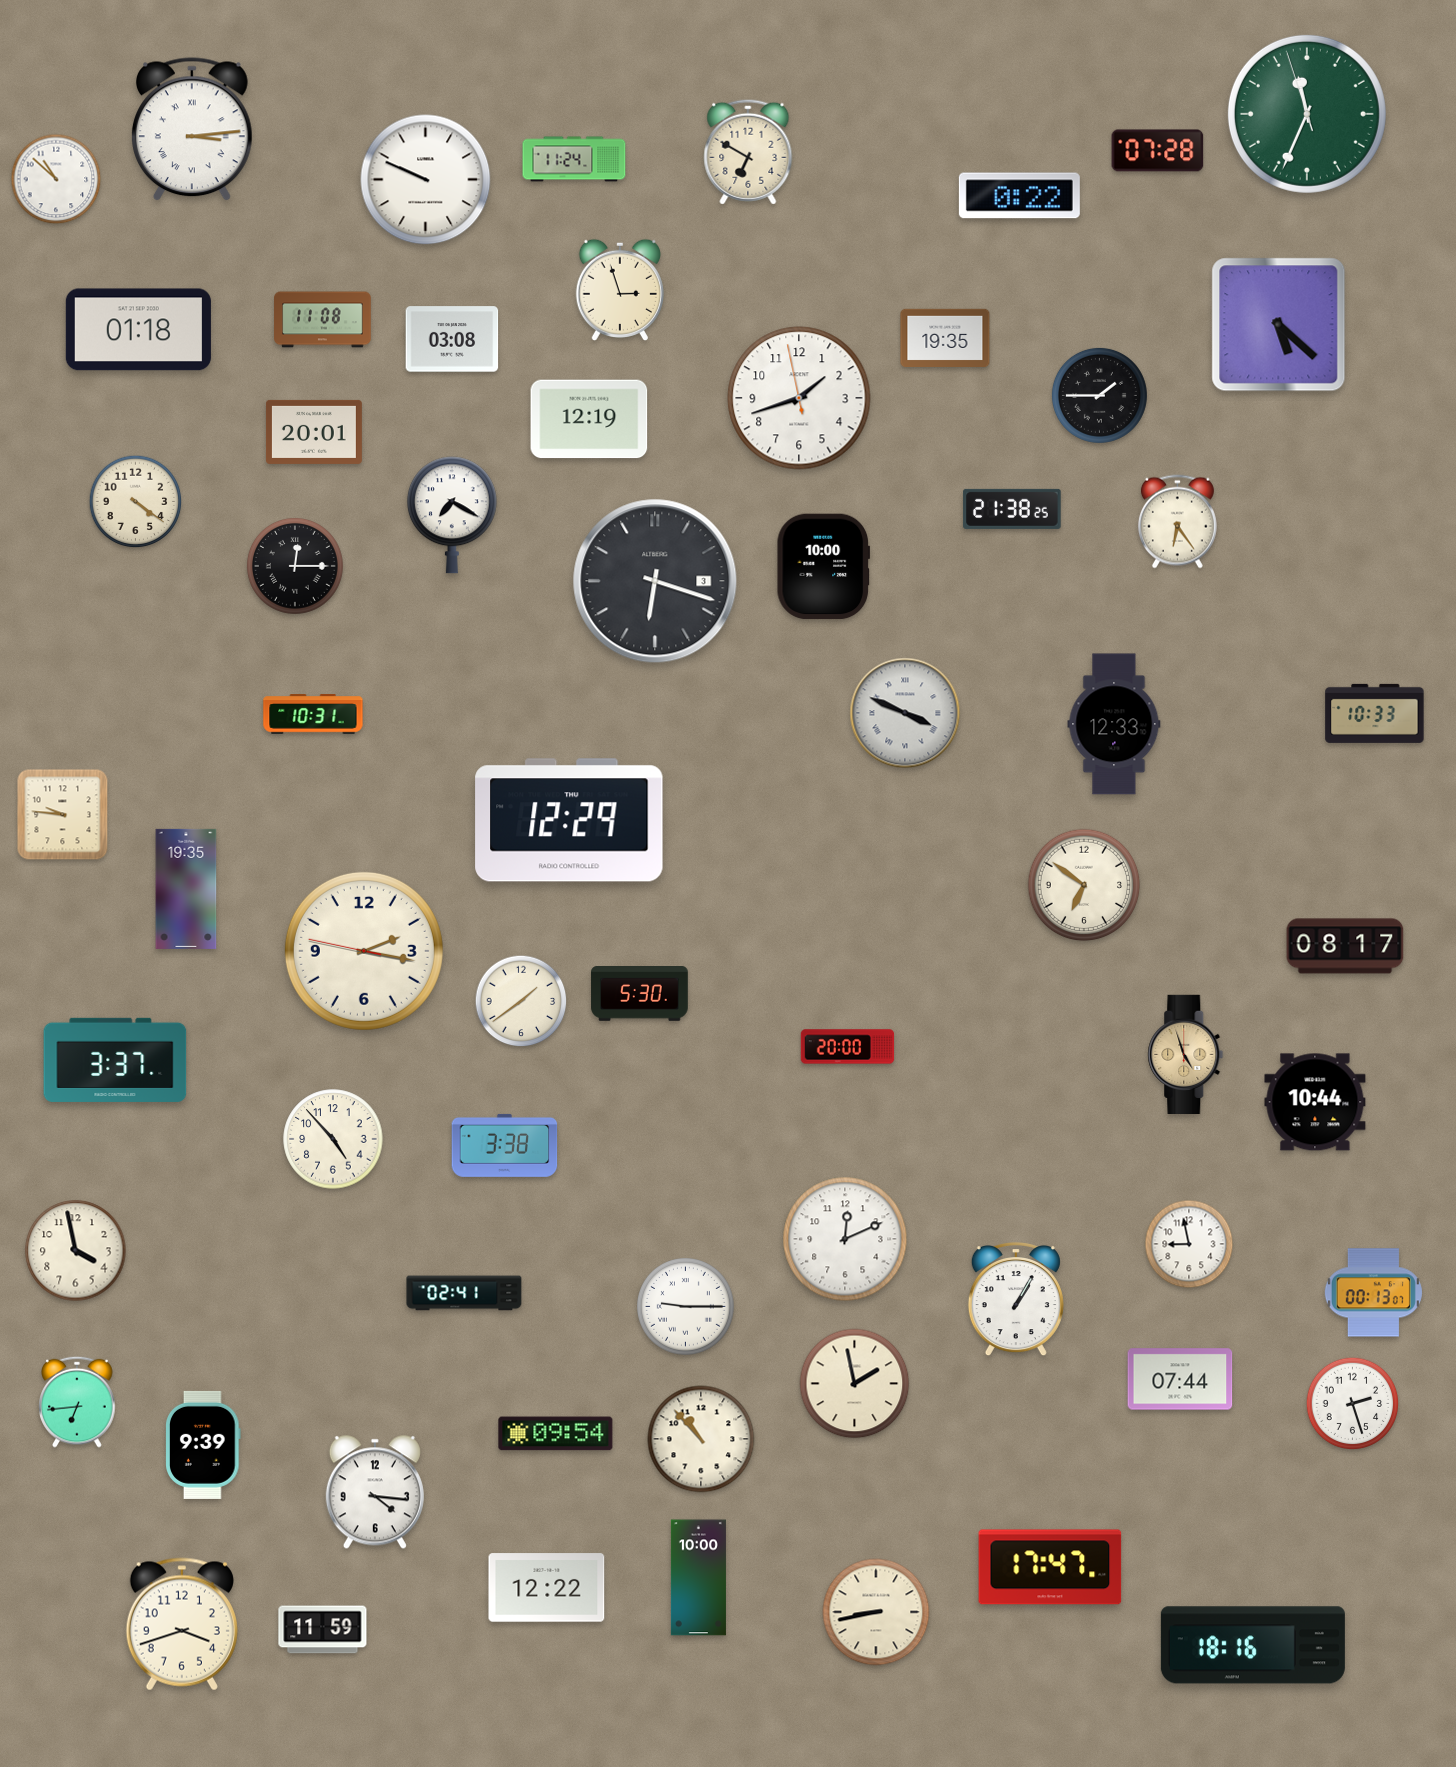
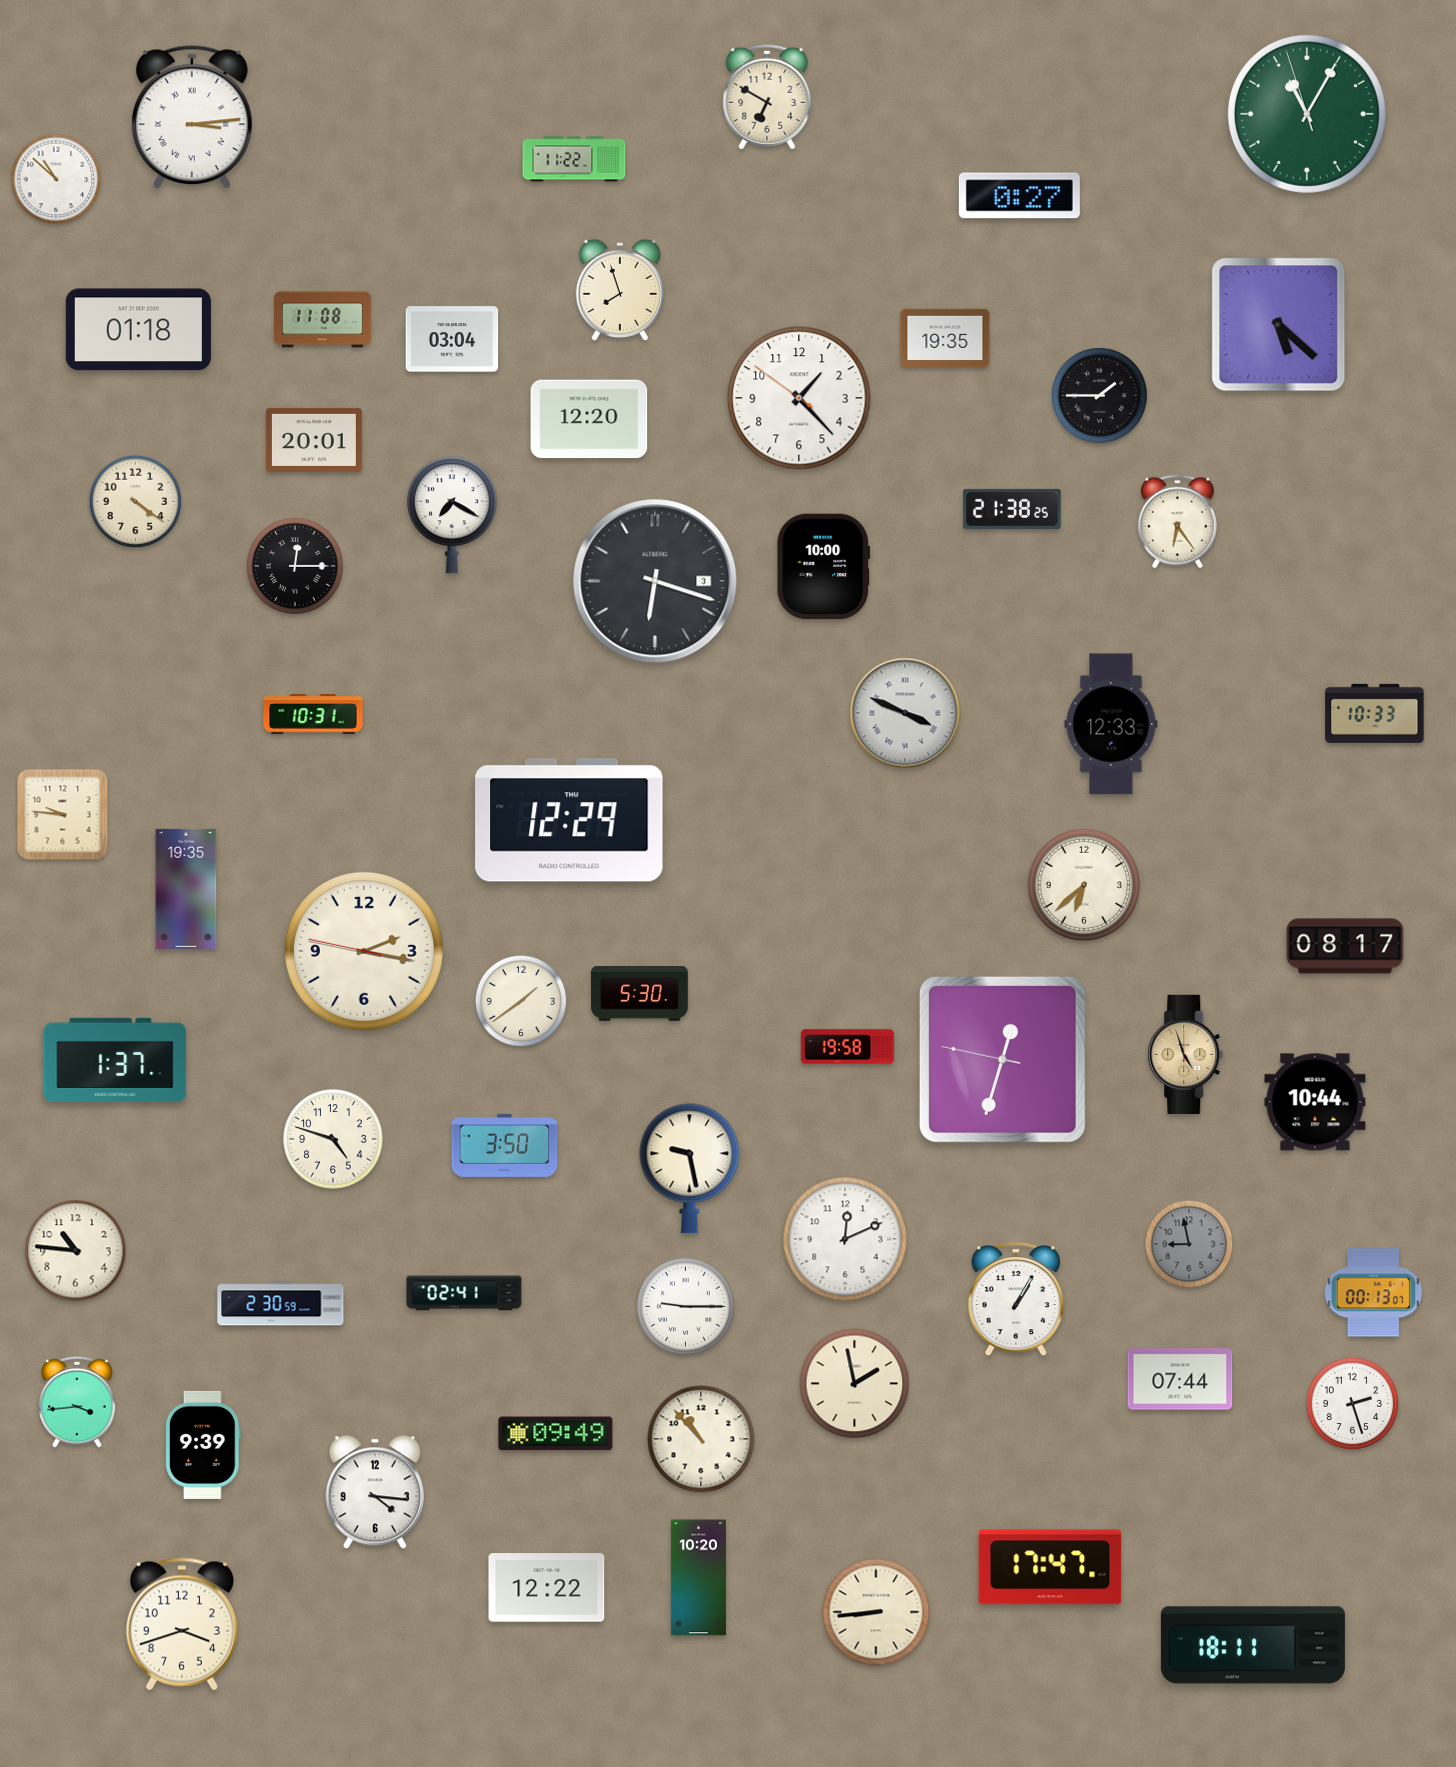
clock at (1307, 114): 11:33 -> 11:04
clock at (192, 130) position: (192, 130) -> (192, 118)
clock at (1158, 151): 07:28 -> none
clock at (748, 152) position: (748, 152) -> (767, 97)
clock at (574, 159): 11:24 -> 11:22
clock at (426, 180): 9:49 -> none
clock at (1019, 196): 0:22 -> 0:27
clock at (619, 289): 2:57 -> 7:57
clock at (452, 339): 03:08 -> 03:04
clock at (799, 398): 1:41 -> 1:22
clock at (589, 419): 12:19 -> 12:20
clock at (314, 432) position: (314, 432) -> (314, 440)
clock at (1114, 724) position: (1114, 724) -> (1111, 724)
clock at (1084, 885): 6:51 -> 6:38
clock at (848, 1047): 20:00 -> 19:58
clock at (1002, 1059): none -> 12:32
clock at (115, 1060): 3:37 -> 1:37
clock at (333, 1139): 4:53 -> 4:48
clock at (505, 1145): 3:38 -> 3:50
clock at (690, 1169): none -> 9:28
clock at (1189, 1244) dial: white -> grey
clock at (76, 1251): 3:58 -> 10:46
clock at (281, 1304): none -> 2:30
clock at (77, 1402): 6:44 -> 3:44
clock at (556, 1434): 09:54 -> 09:49
clock at (698, 1578): 10:00 -> 10:20
clock at (876, 1612): 8:43 -> 8:44
clock at (323, 1630): 11:59 -> none
clock at (1253, 1645): 18:16 -> 18:11
